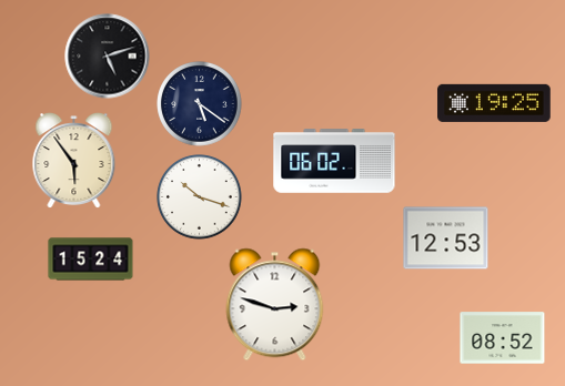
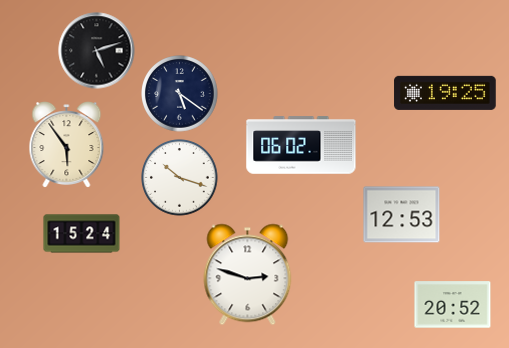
clock at (503, 338): 08:52 -> 20:52
